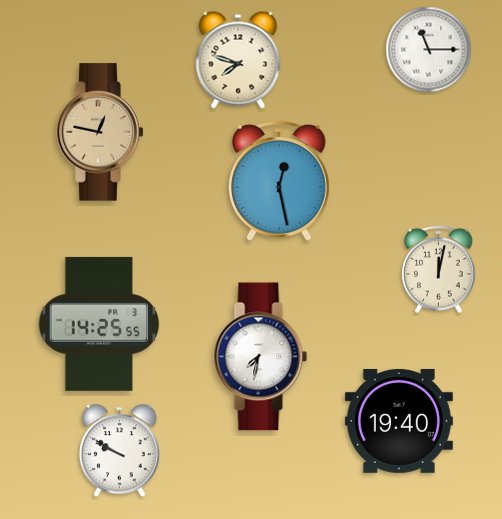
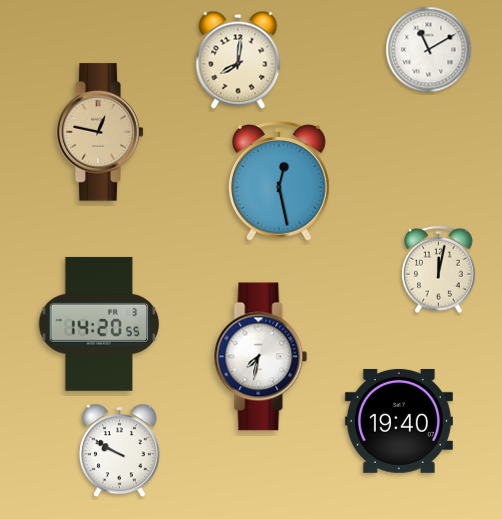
clock at (429, 50): 11:15 -> 11:10
clock at (238, 60): 7:48 -> 8:01
clock at (99, 324): 14:25 -> 14:20
